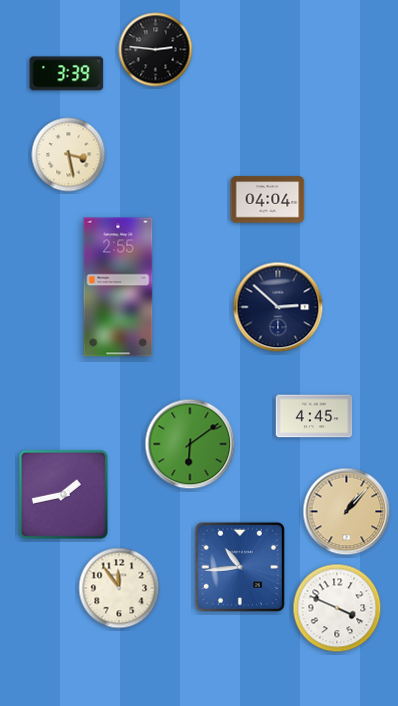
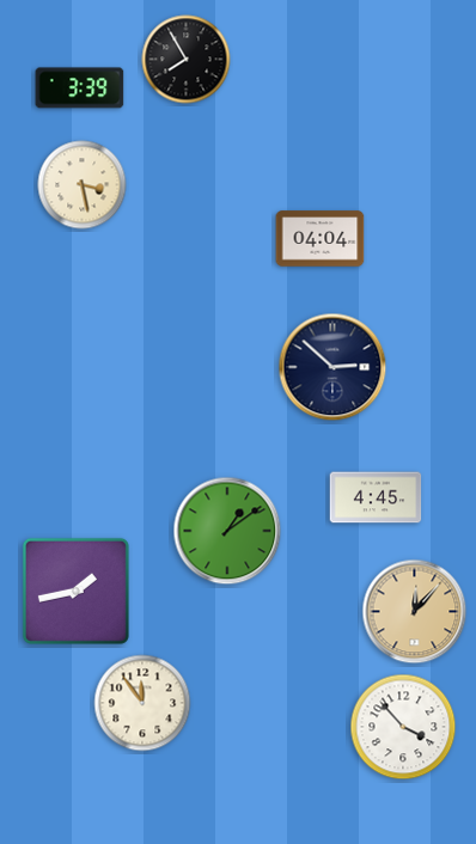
clock at (156, 50): 2:46 -> 7:55
clock at (118, 287): 2:55 -> none
clock at (190, 444): 6:09 -> 1:09
clock at (347, 512): 1:07 -> 12:07
clock at (240, 567): 10:44 -> none
clock at (337, 608): 3:49 -> 3:53
